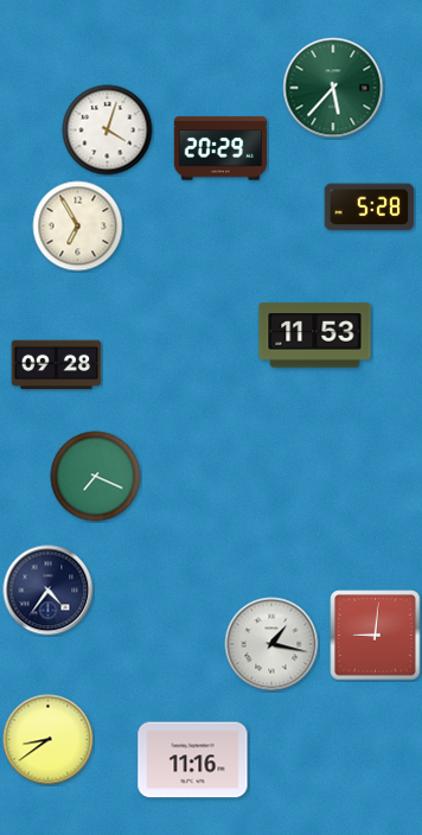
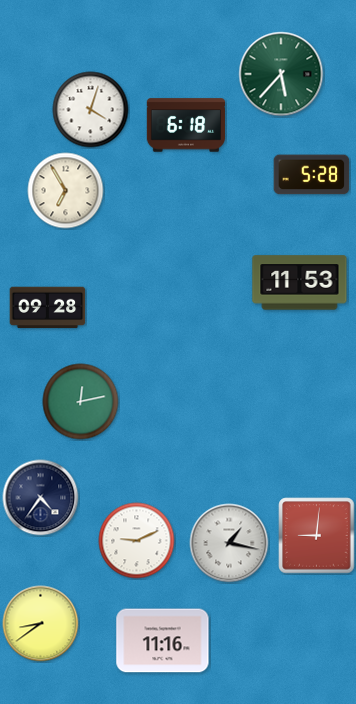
clock at (220, 148): 20:29 -> 6:18
clock at (315, 336) position: (315, 336) -> (300, 283)
clock at (96, 477): 7:19 -> 12:13
clock at (137, 541): none -> 9:11
